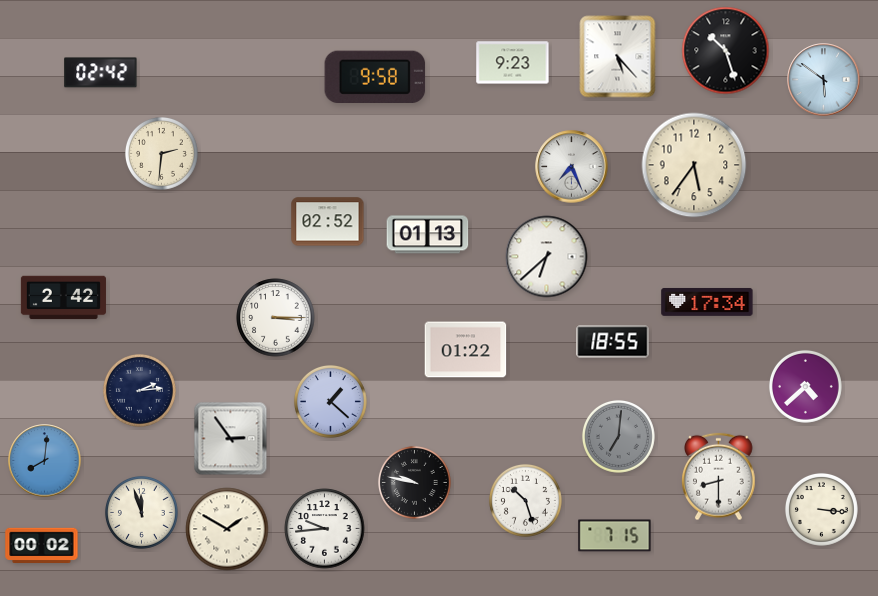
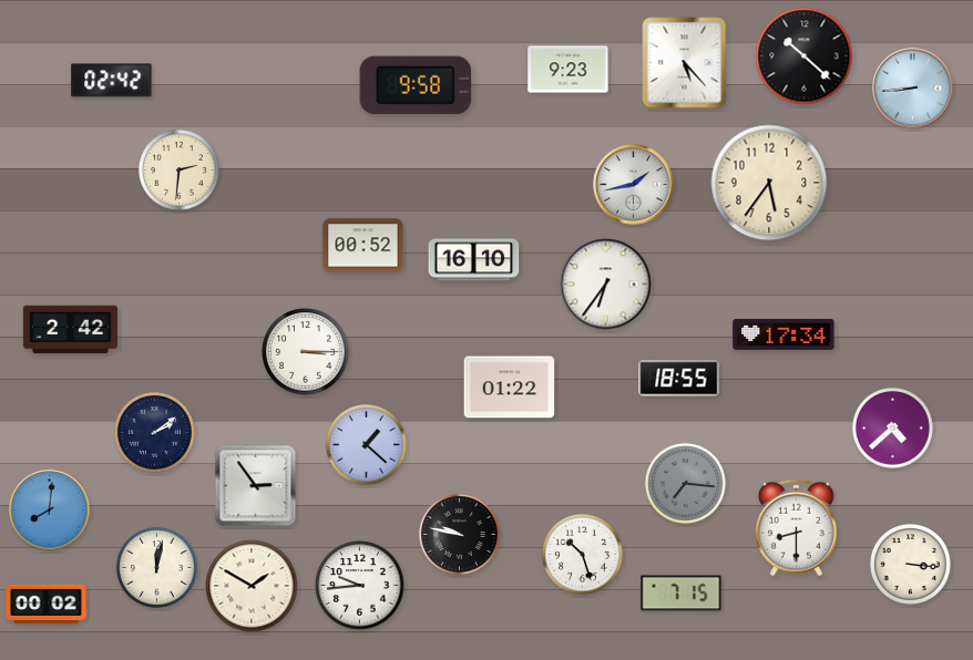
clock at (726, 51): 10:27 -> 10:22
clock at (824, 80): 5:51 -> 8:44
clock at (572, 167): 7:26 -> 1:43
clock at (328, 222): 02:52 -> 00:52
clock at (428, 235): 01:13 -> 16:10
clock at (547, 257): 6:38 -> 6:36
clock at (466, 350) position: (466, 350) -> (510, 388)
clock at (139, 390): 2:14 -> 2:09
clock at (618, 436): 7:01 -> 7:16
clock at (141, 512): 11:57 -> 12:02
